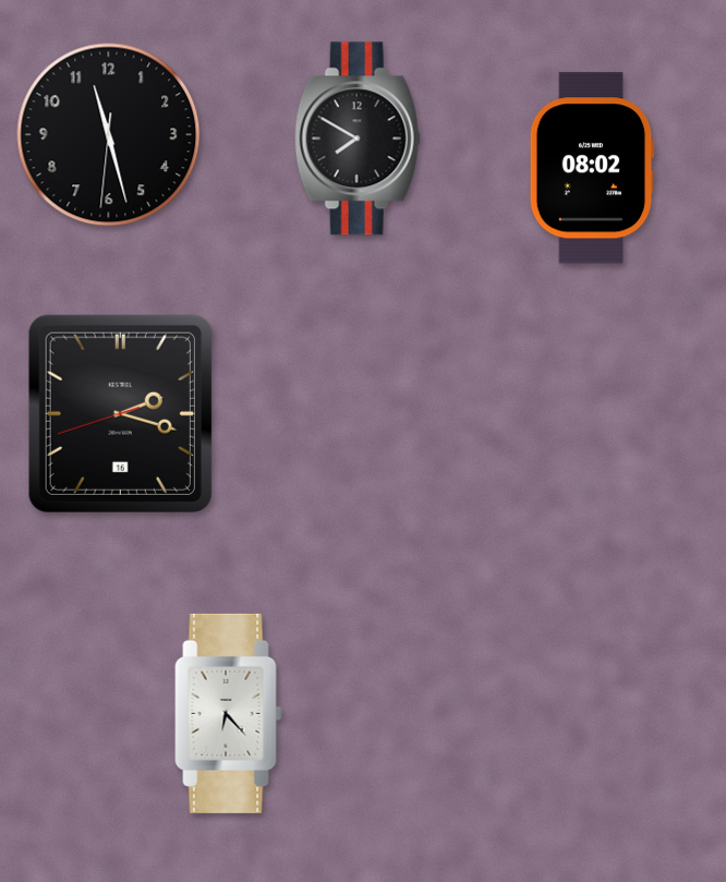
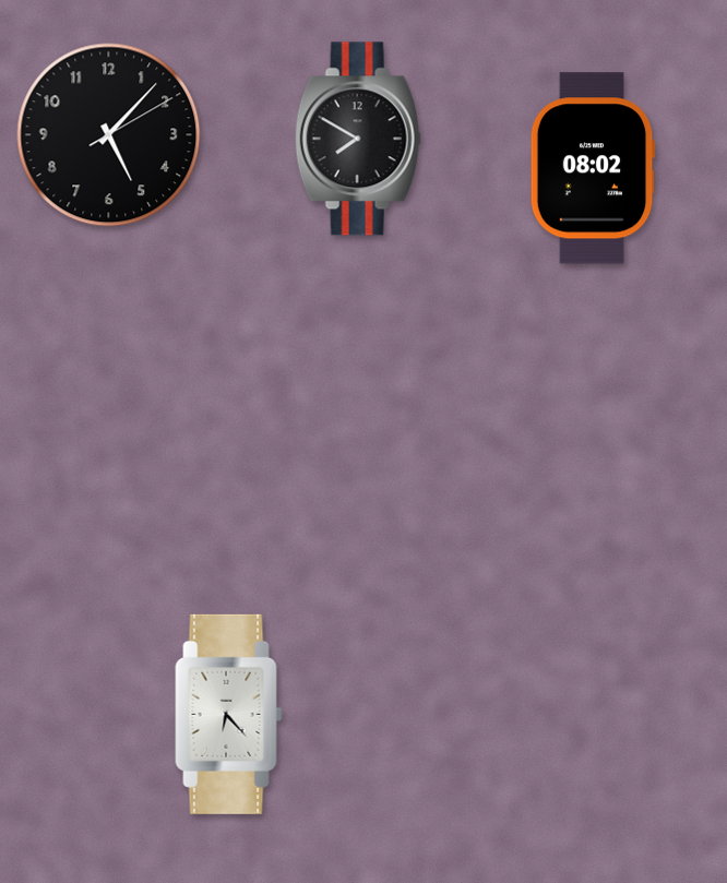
clock at (109, 135): 11:27 -> 5:07
clock at (120, 413): 2:17 -> none
